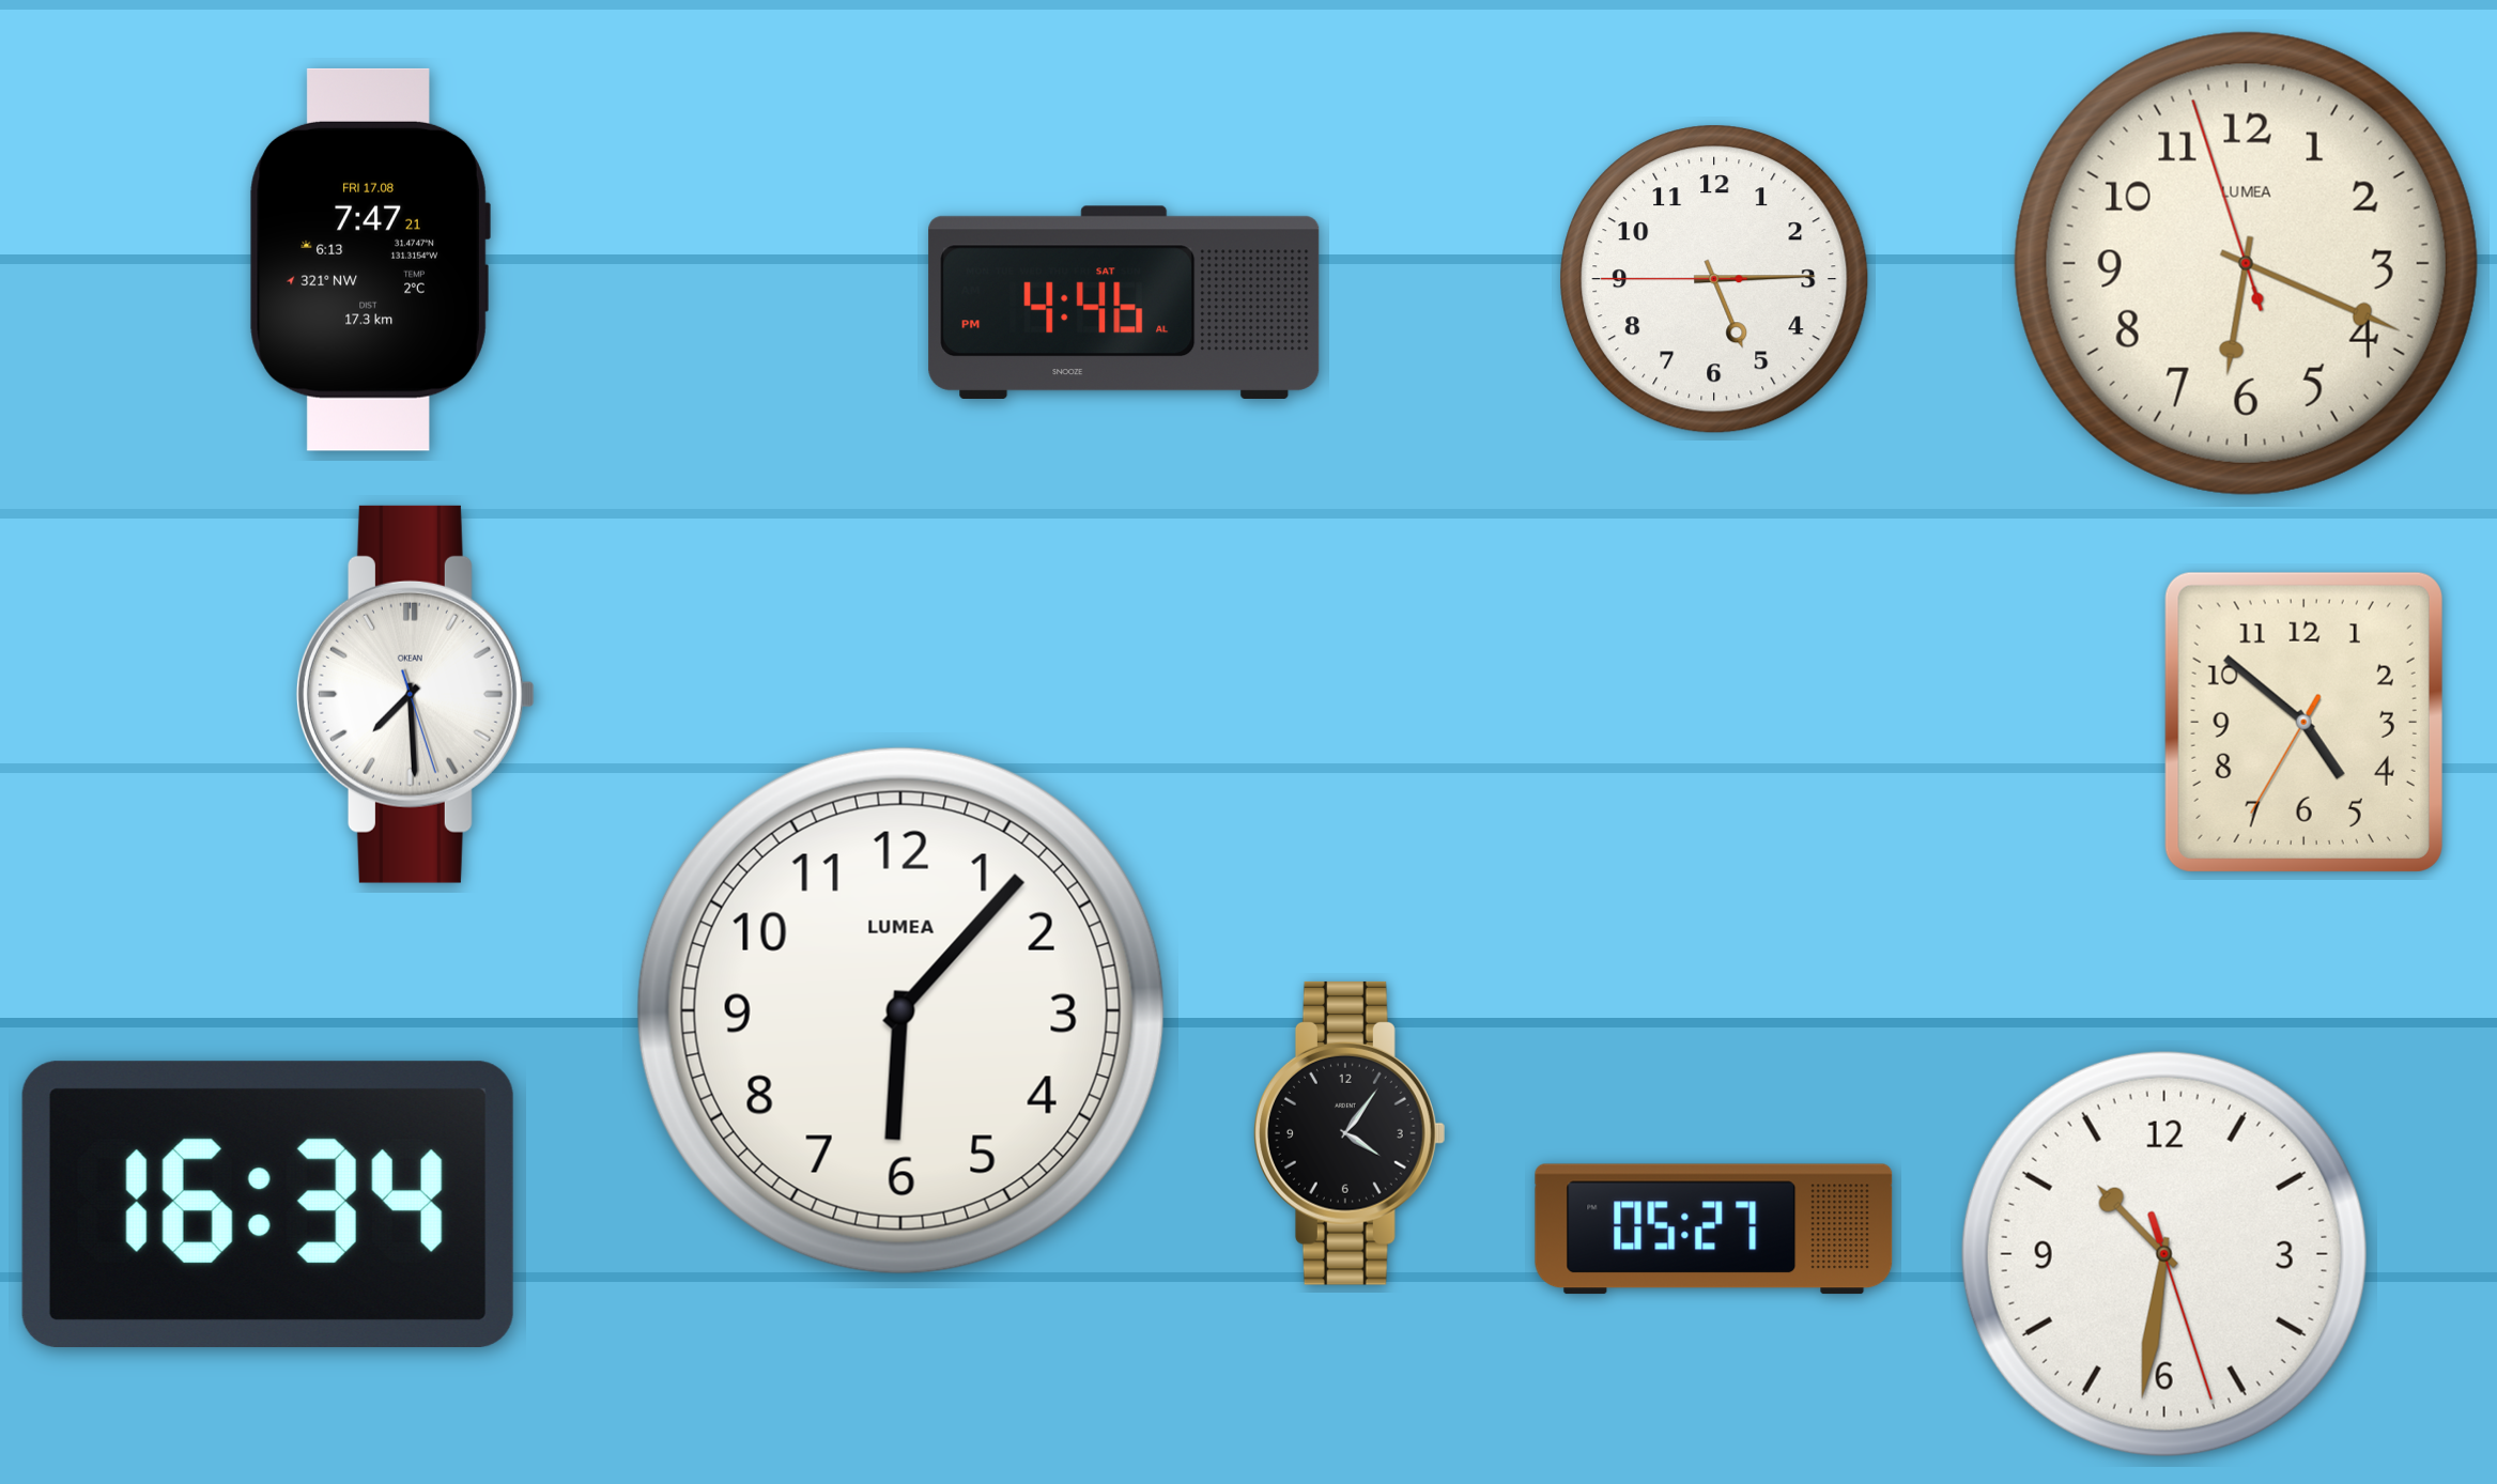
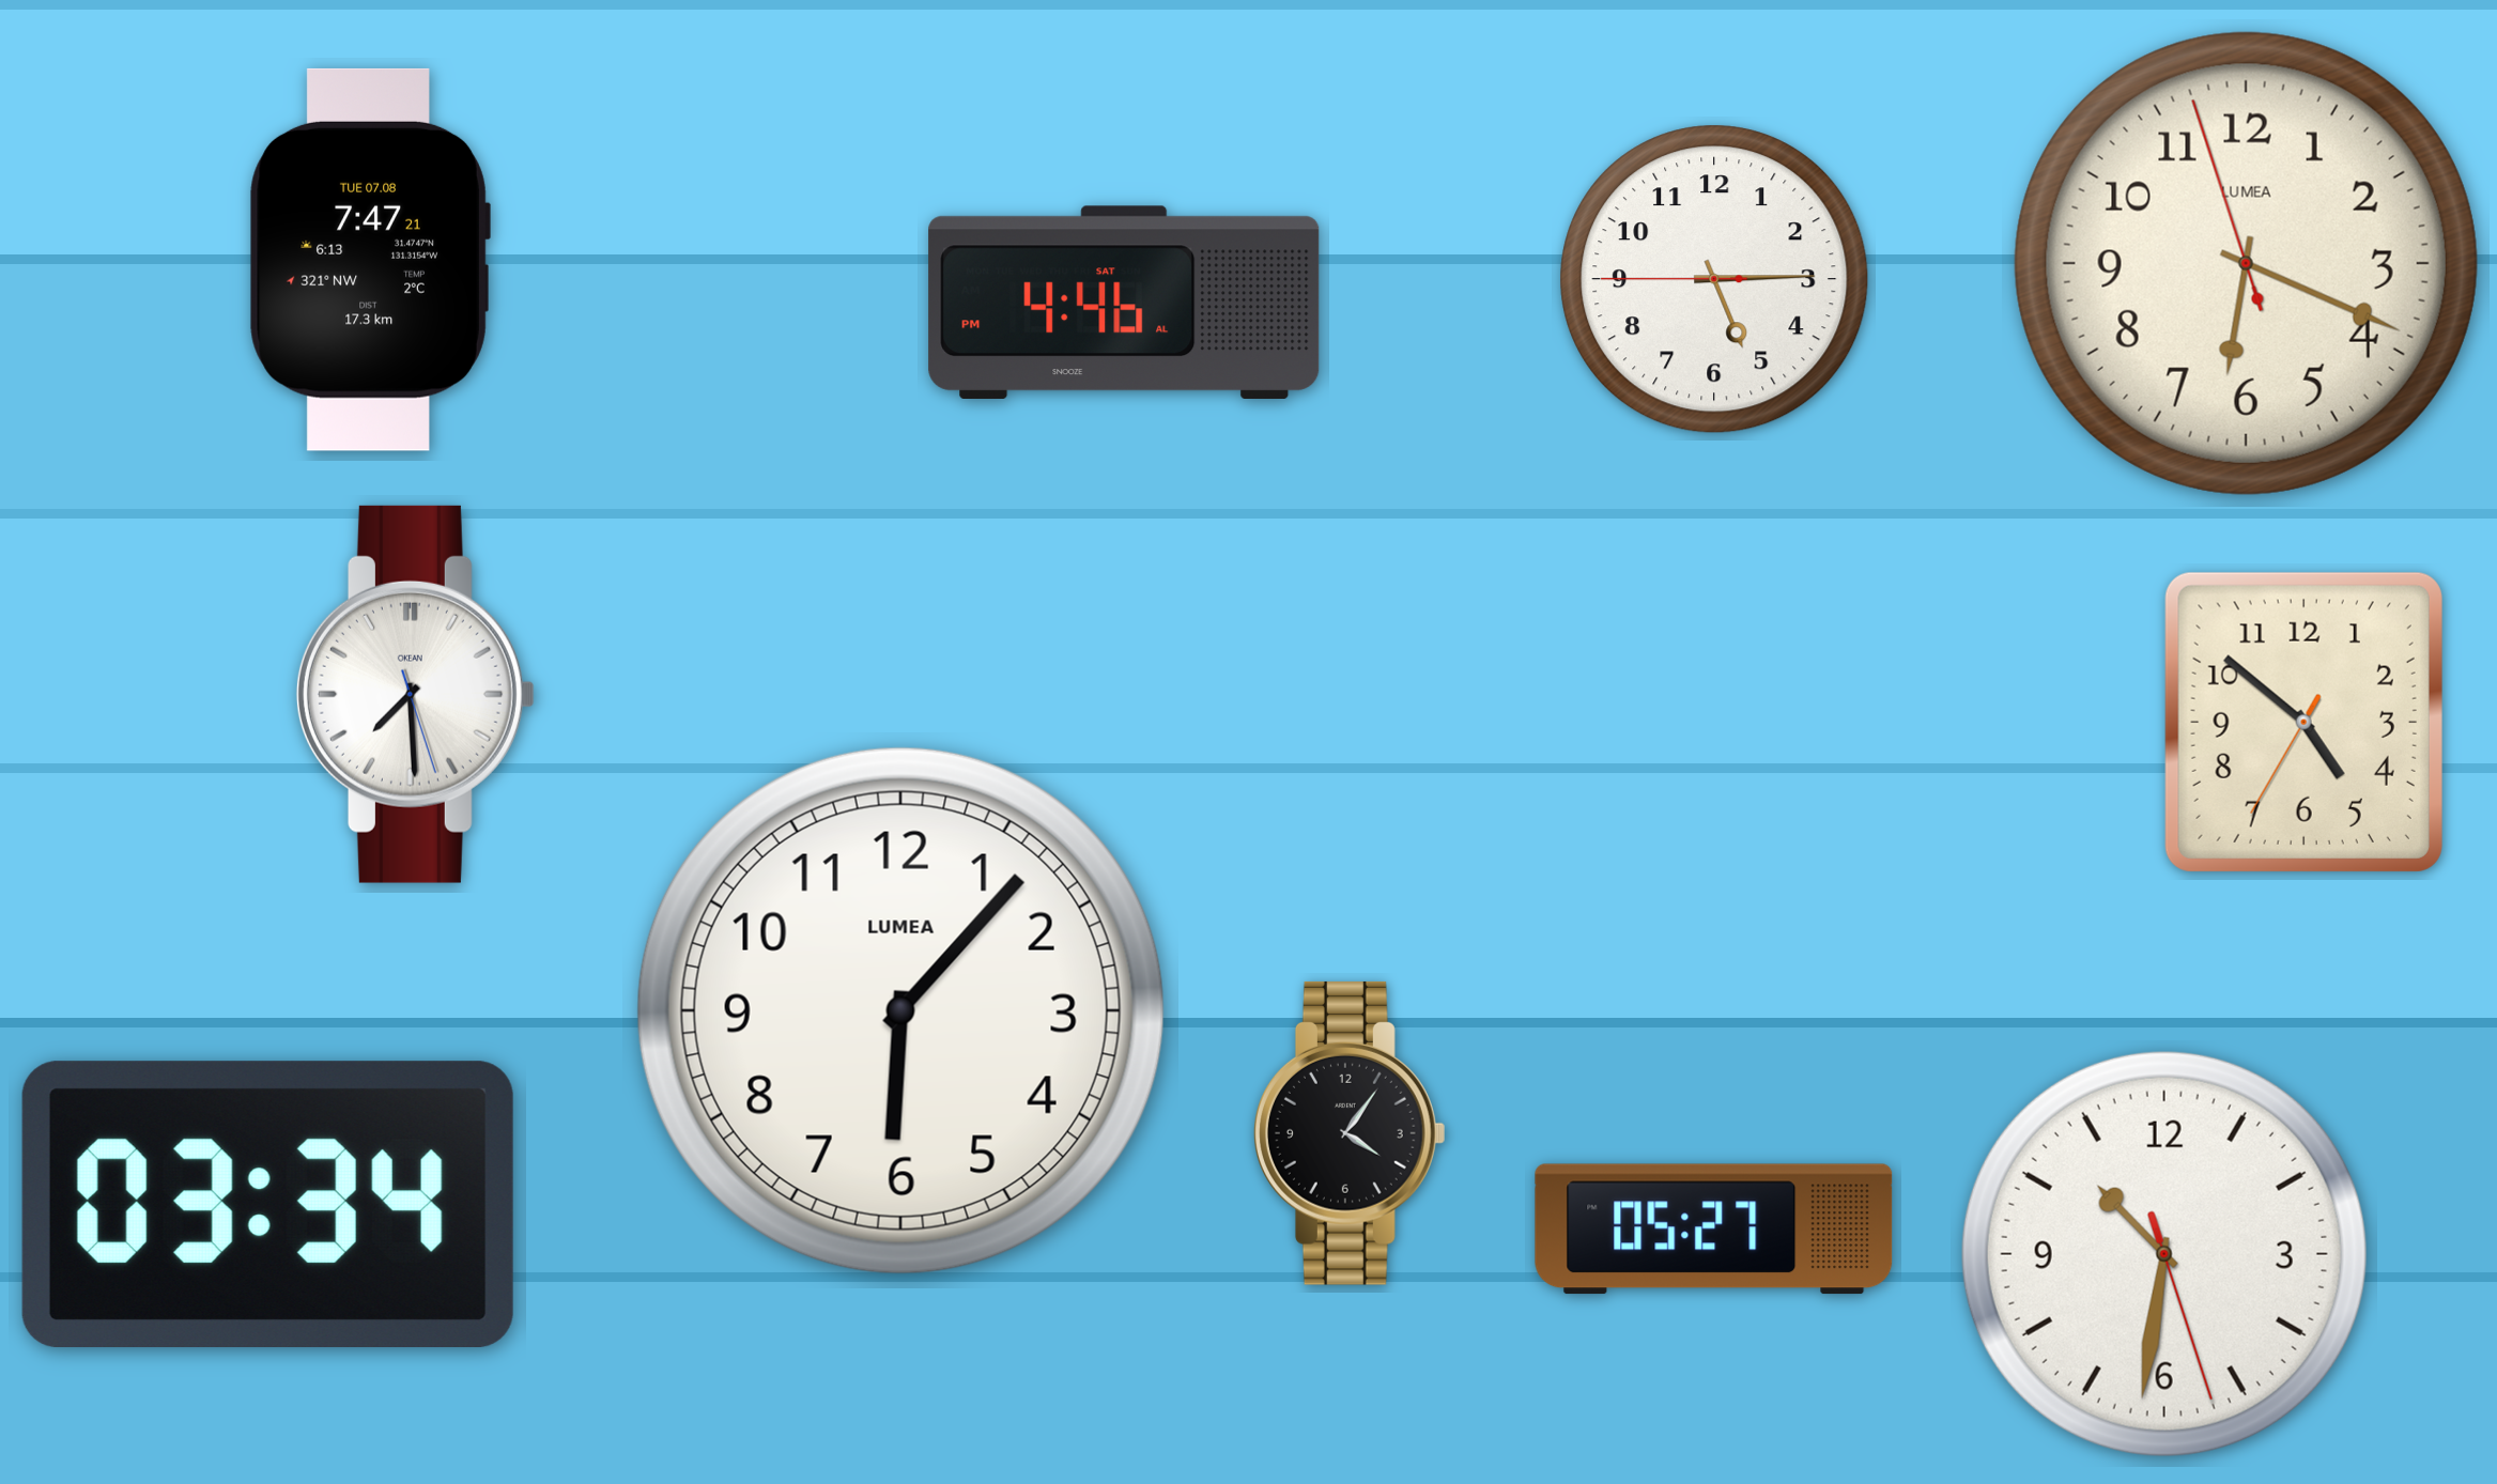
clock at (370, 260) date: FRI 17.08 -> TUE 07.08
clock at (267, 1204): 16:34 -> 03:34
